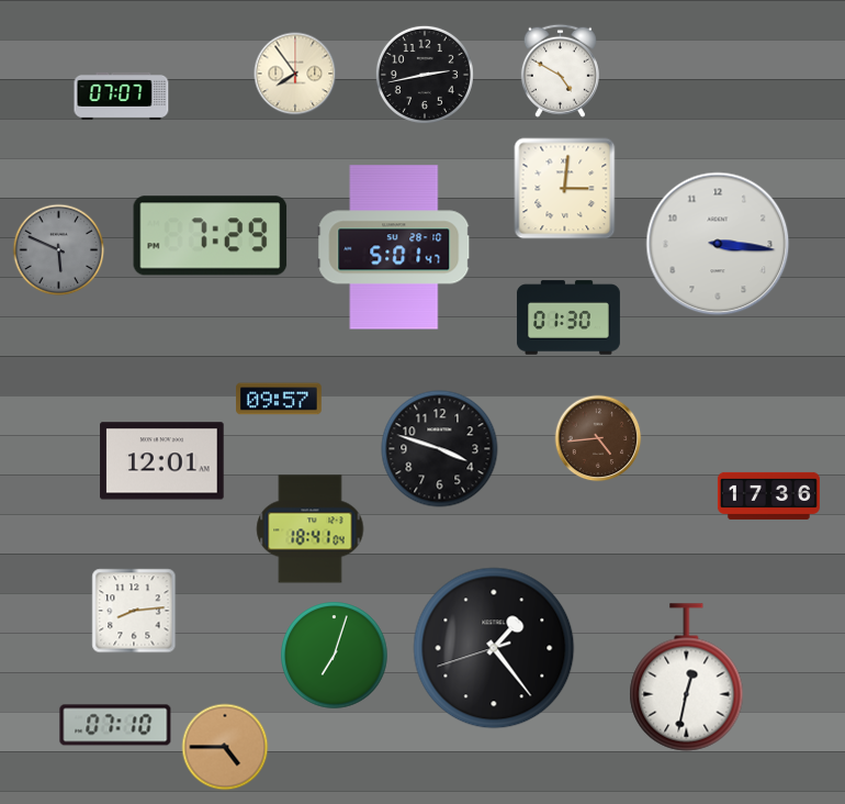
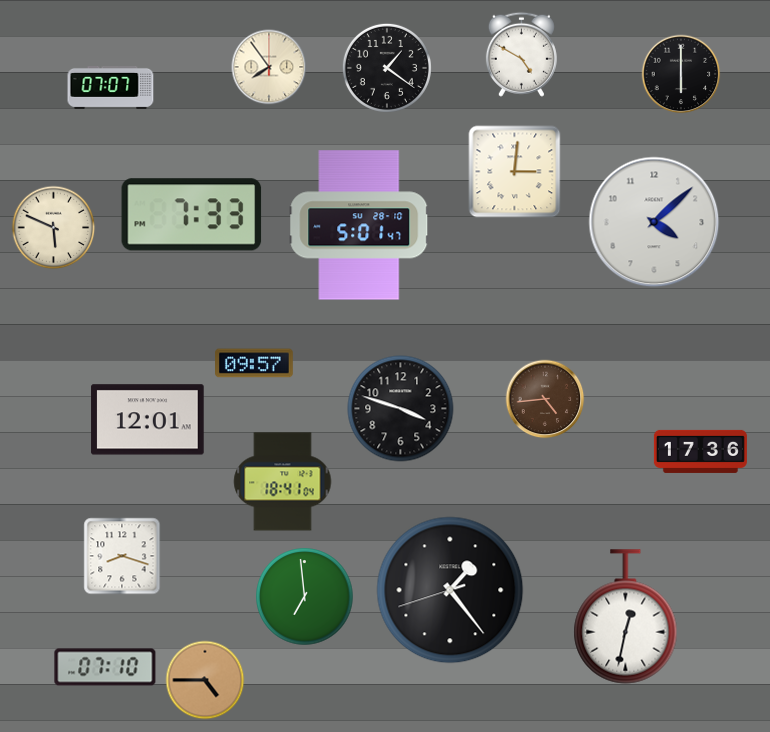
clock at (560, 70) position: (560, 70) -> (521, 54)
clock at (425, 75): 2:43 -> 1:21
clock at (681, 74): none -> 6:00
clock at (211, 236): 7:29 -> 7:33
clock at (718, 244): 3:16 -> 4:08
clock at (59, 250) dial: grey -> cream
clock at (568, 317): 01:30 -> none
clock at (134, 611): 8:14 -> 8:18
clock at (335, 656): 7:03 -> 6:59
clock at (115, 725) position: (115, 725) -> (105, 667)
